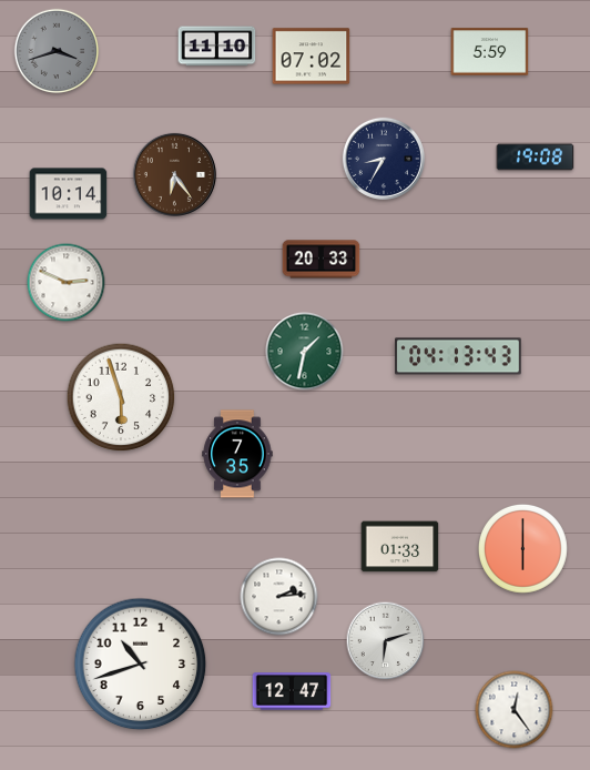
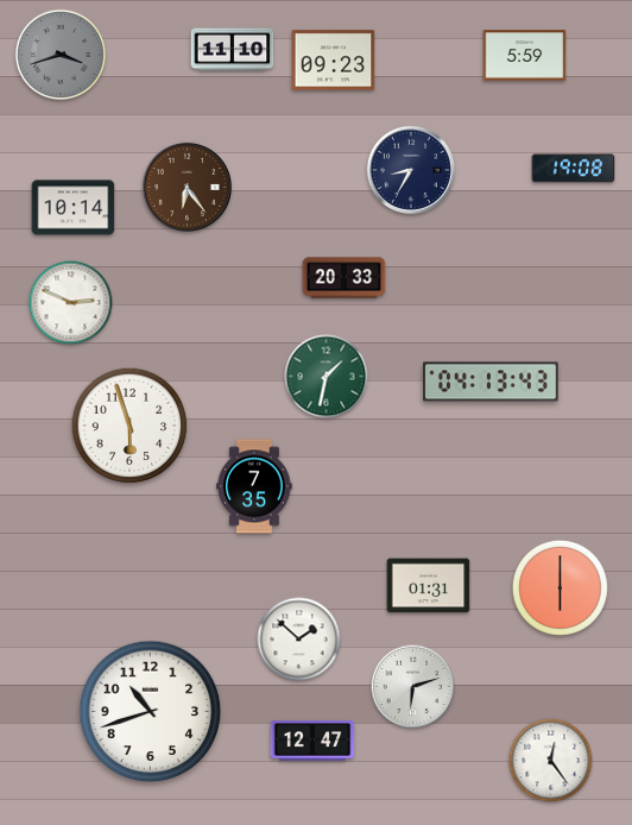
clock at (312, 57): 07:02 -> 09:23
clock at (400, 547): 01:33 -> 01:31
clock at (279, 597): 2:14 -> 1:52
